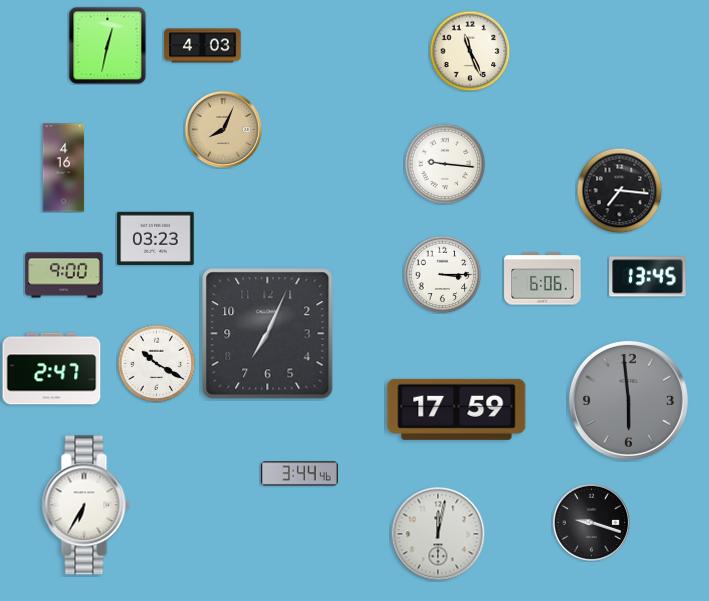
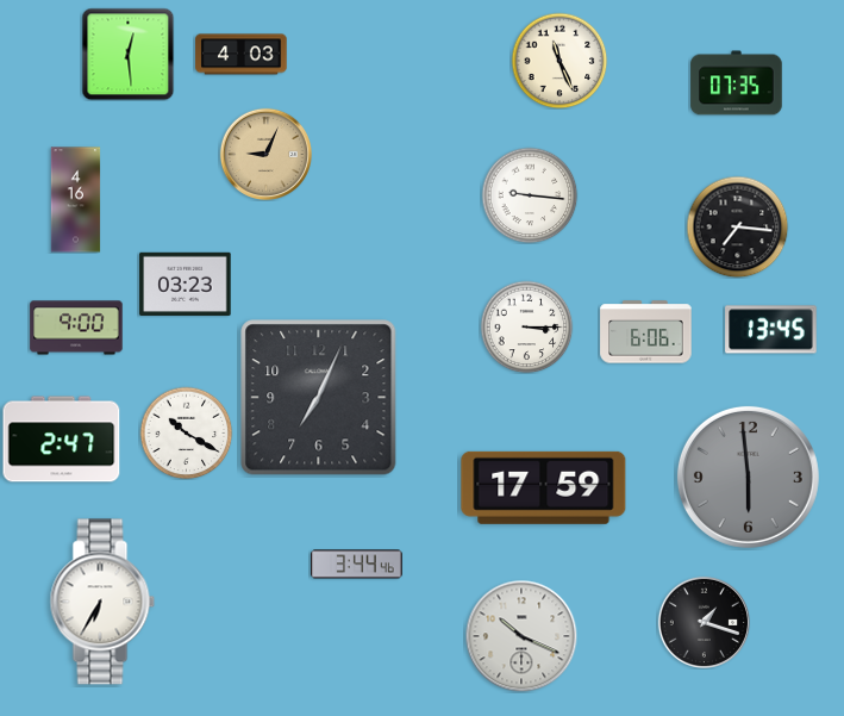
clock at (107, 45): 12:32 -> 12:29
clock at (737, 83): none -> 07:35
clock at (223, 129): 8:04 -> 9:04
clock at (591, 522): 9:18 -> 1:18
clock at (438, 534): 12:02 -> 10:19
